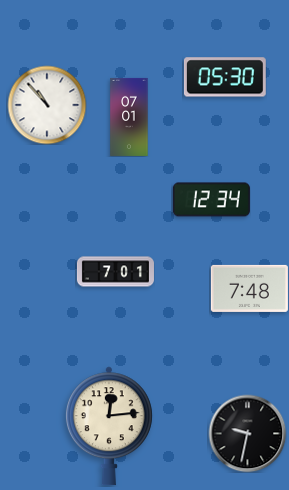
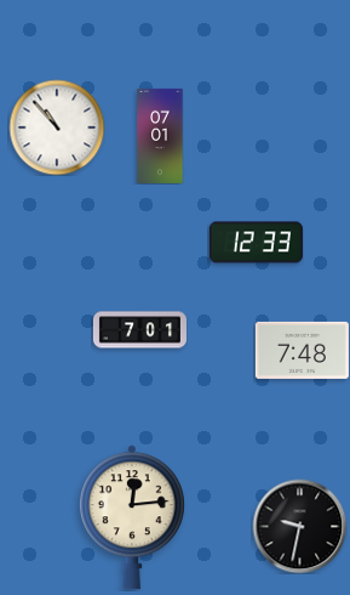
clock at (225, 77): 05:30 -> none
clock at (129, 117) position: (129, 117) -> (160, 136)
clock at (211, 200): 12:34 -> 12:33
